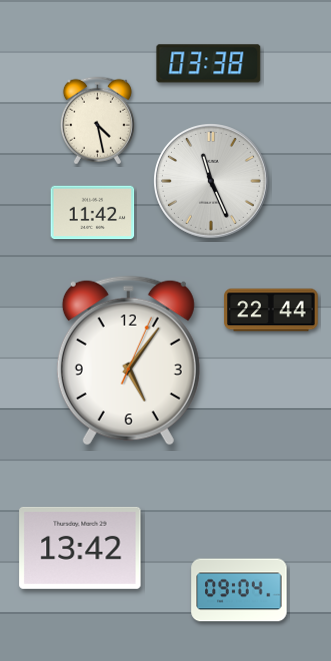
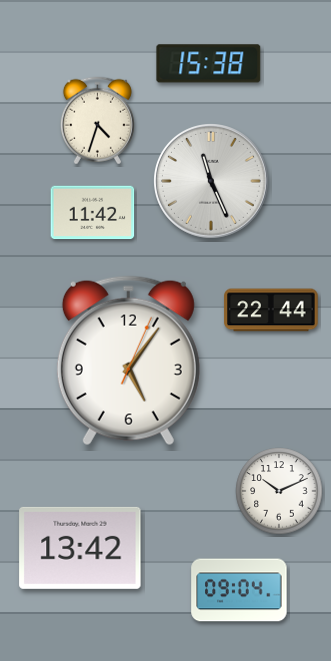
clock at (209, 64): 03:38 -> 15:38
clock at (97, 121): 4:28 -> 4:33
clock at (279, 491): none -> 10:11
